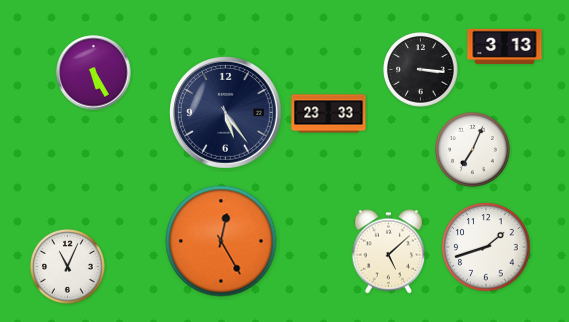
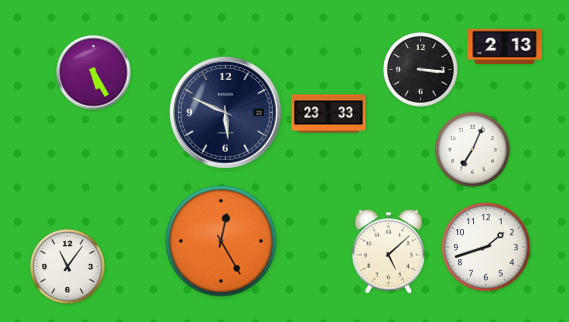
clock at (505, 46): 3:13 -> 2:13
clock at (226, 113): 5:24 -> 5:49
clock at (68, 267): 11:04 -> 11:06
